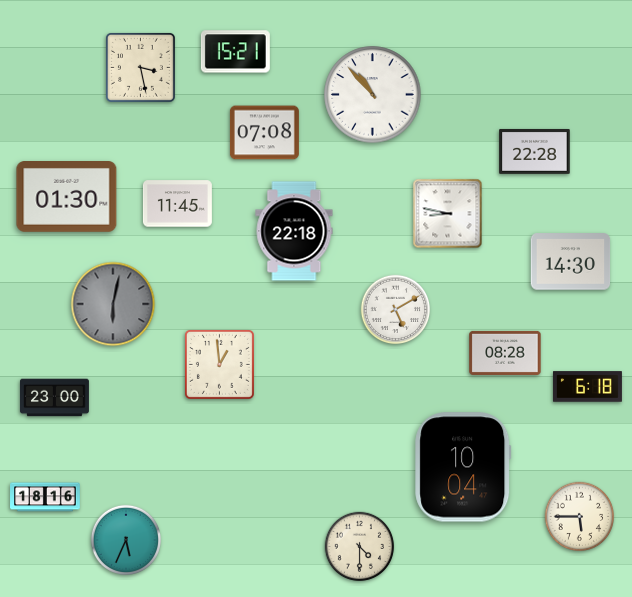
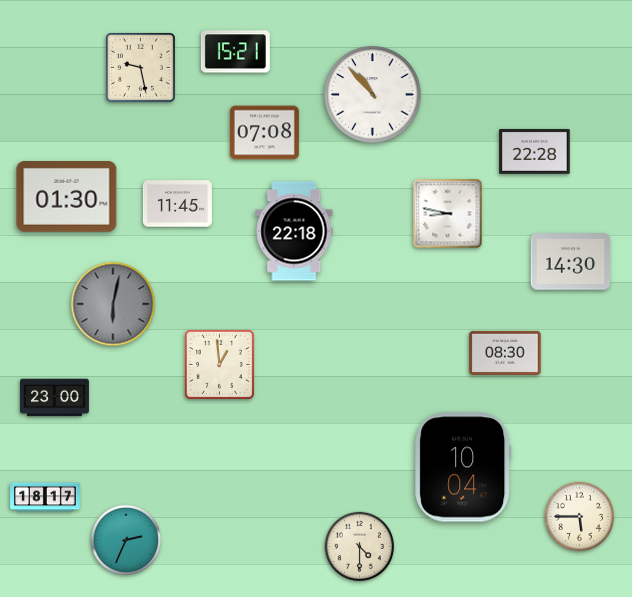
clock at (140, 67): 3:28 -> 9:28
clock at (396, 310): 5:10 -> none
clock at (505, 353): 08:28 -> 08:30
clock at (587, 387): 6:18 -> none
clock at (45, 497): 18:16 -> 18:17
clock at (125, 539): 5:34 -> 2:34
